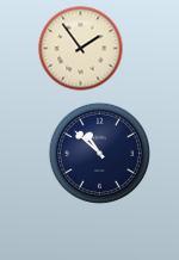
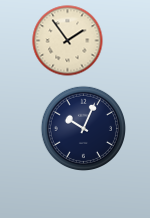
clock at (99, 153): 10:52 -> 10:04
